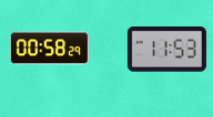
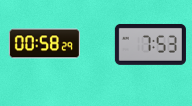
clock at (166, 49): 11:53 -> 7:53
